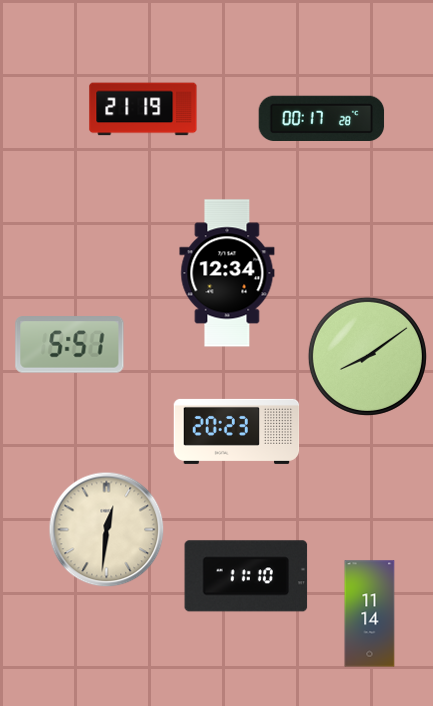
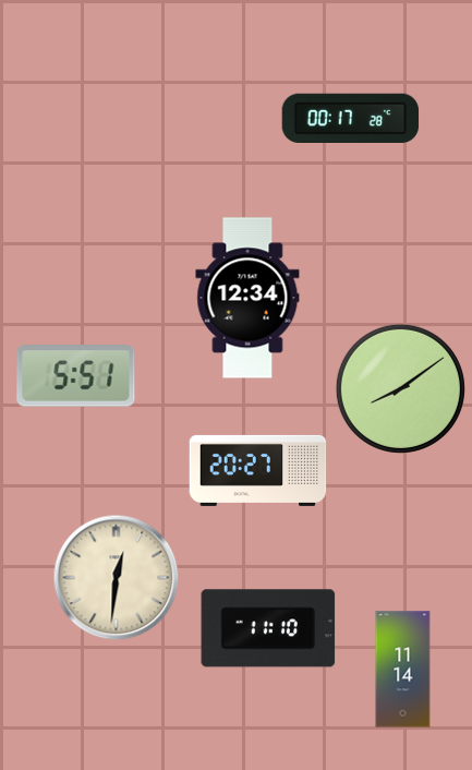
clock at (143, 109): 21:19 -> none
clock at (322, 118) position: (322, 118) -> (351, 118)
clock at (237, 431): 20:23 -> 20:27
